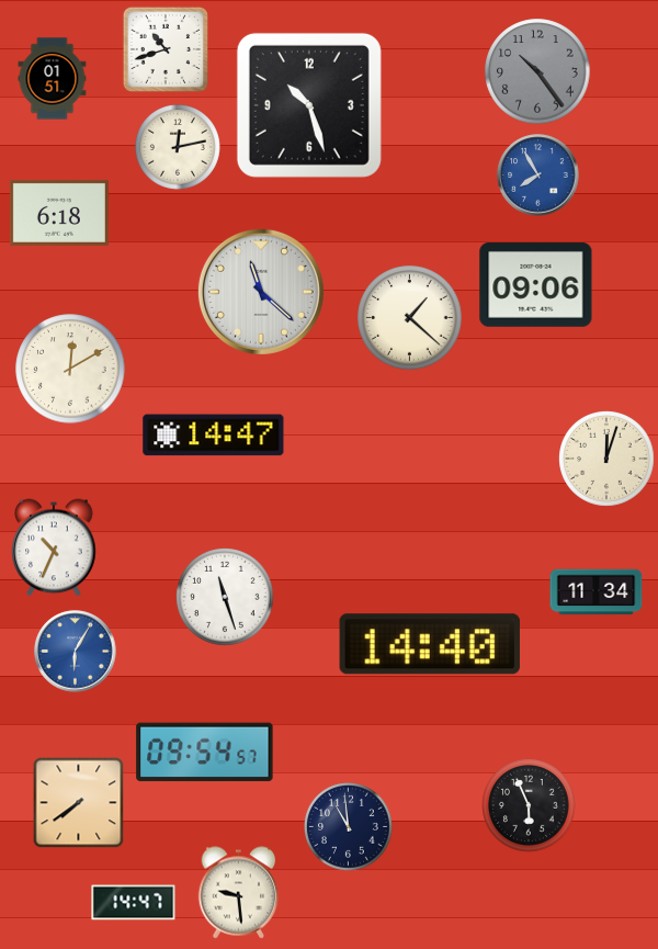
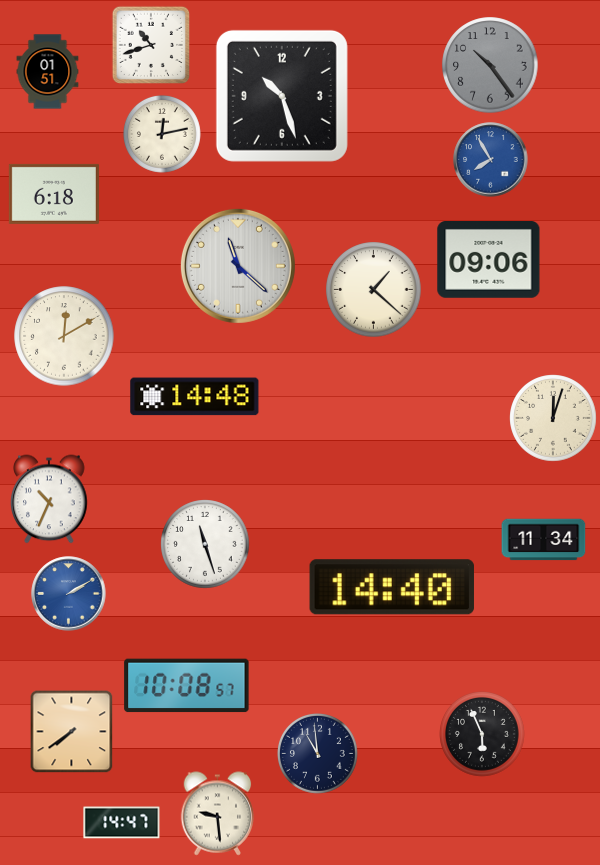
clock at (214, 436): 14:47 -> 14:48
clock at (76, 652): 6:05 -> 2:10
clock at (205, 753): 09:54 -> 10:08
